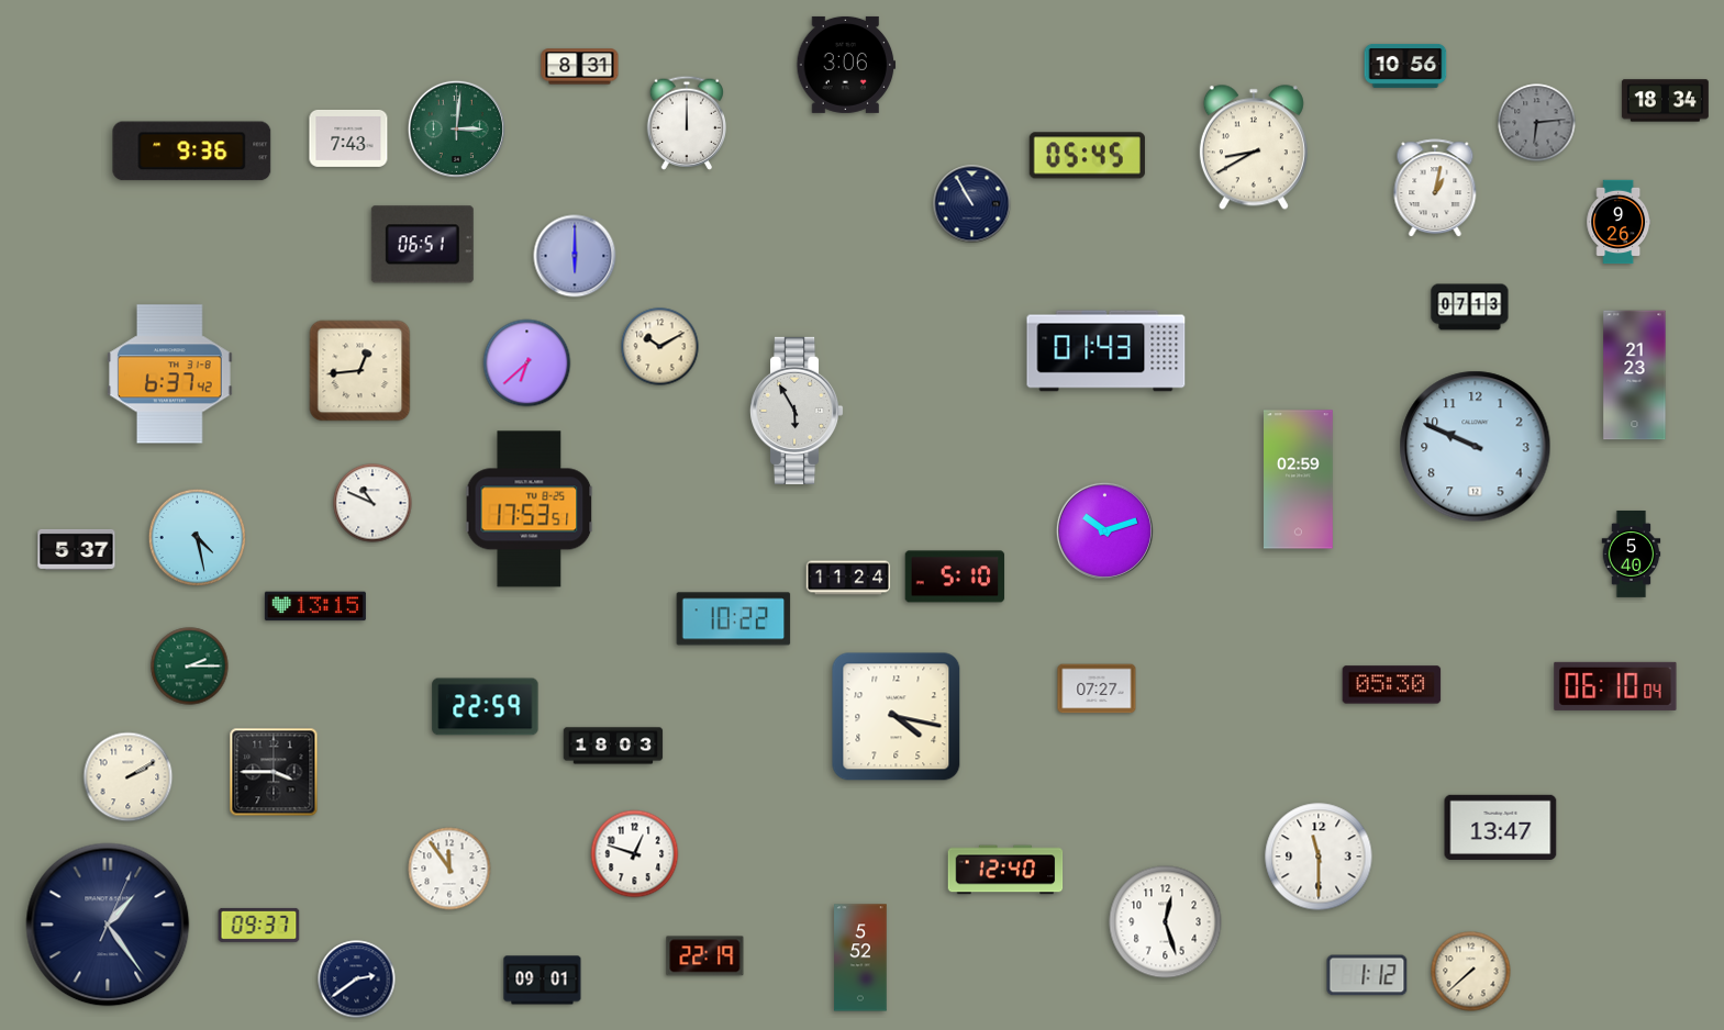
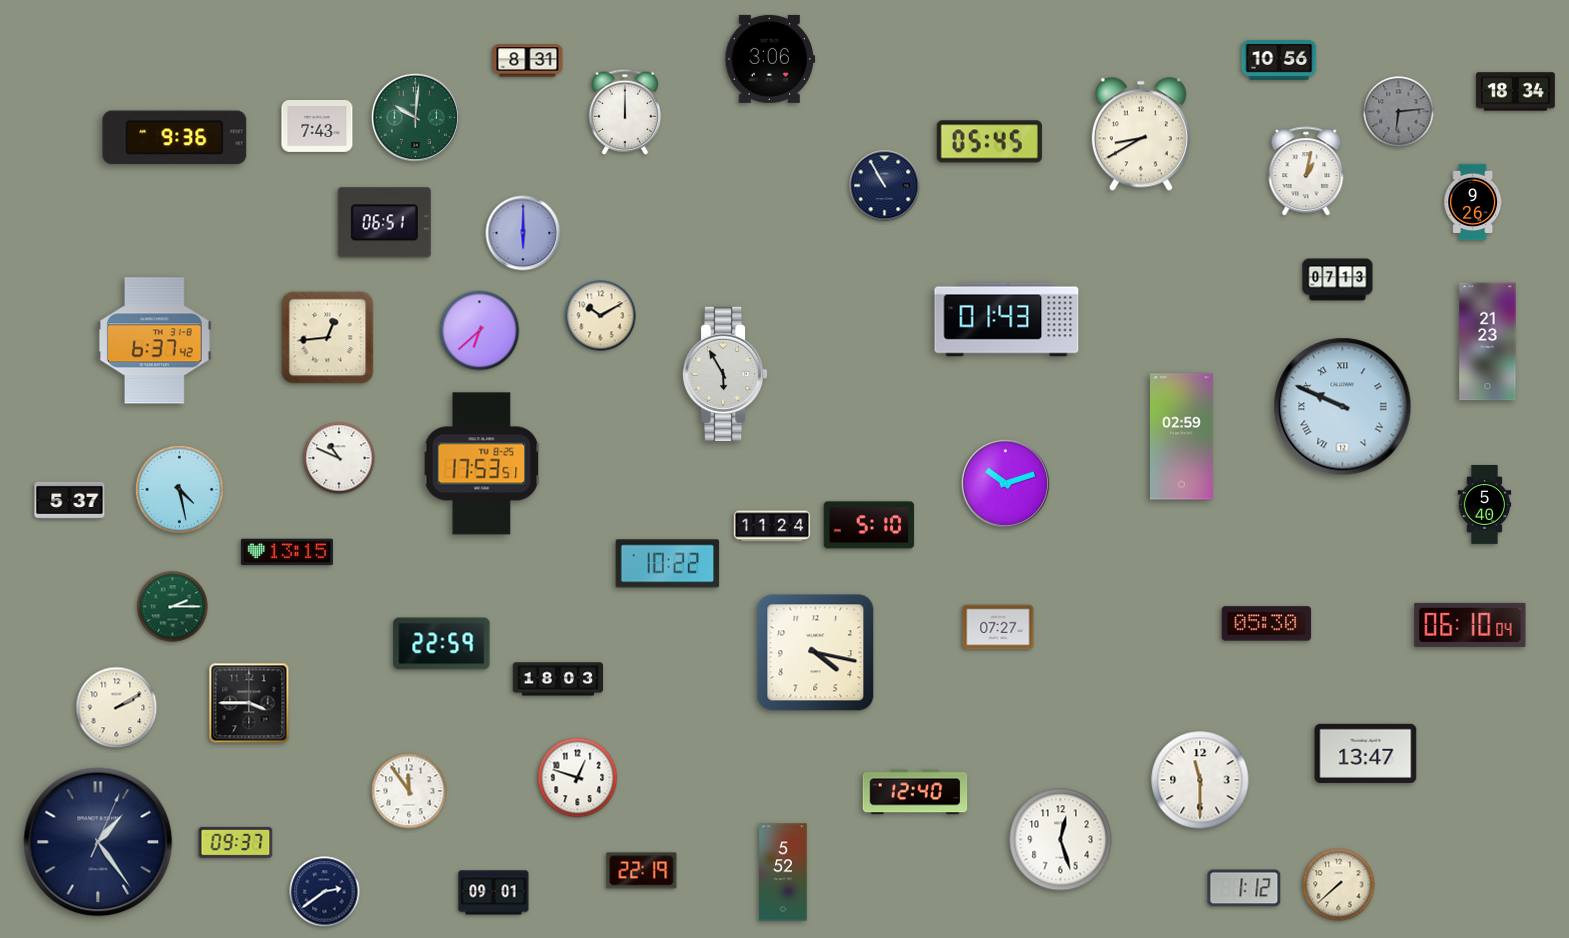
clock at (456, 128): 3:01 -> 10:01
clock at (1476, 447) numerals: Arabic -> Roman
